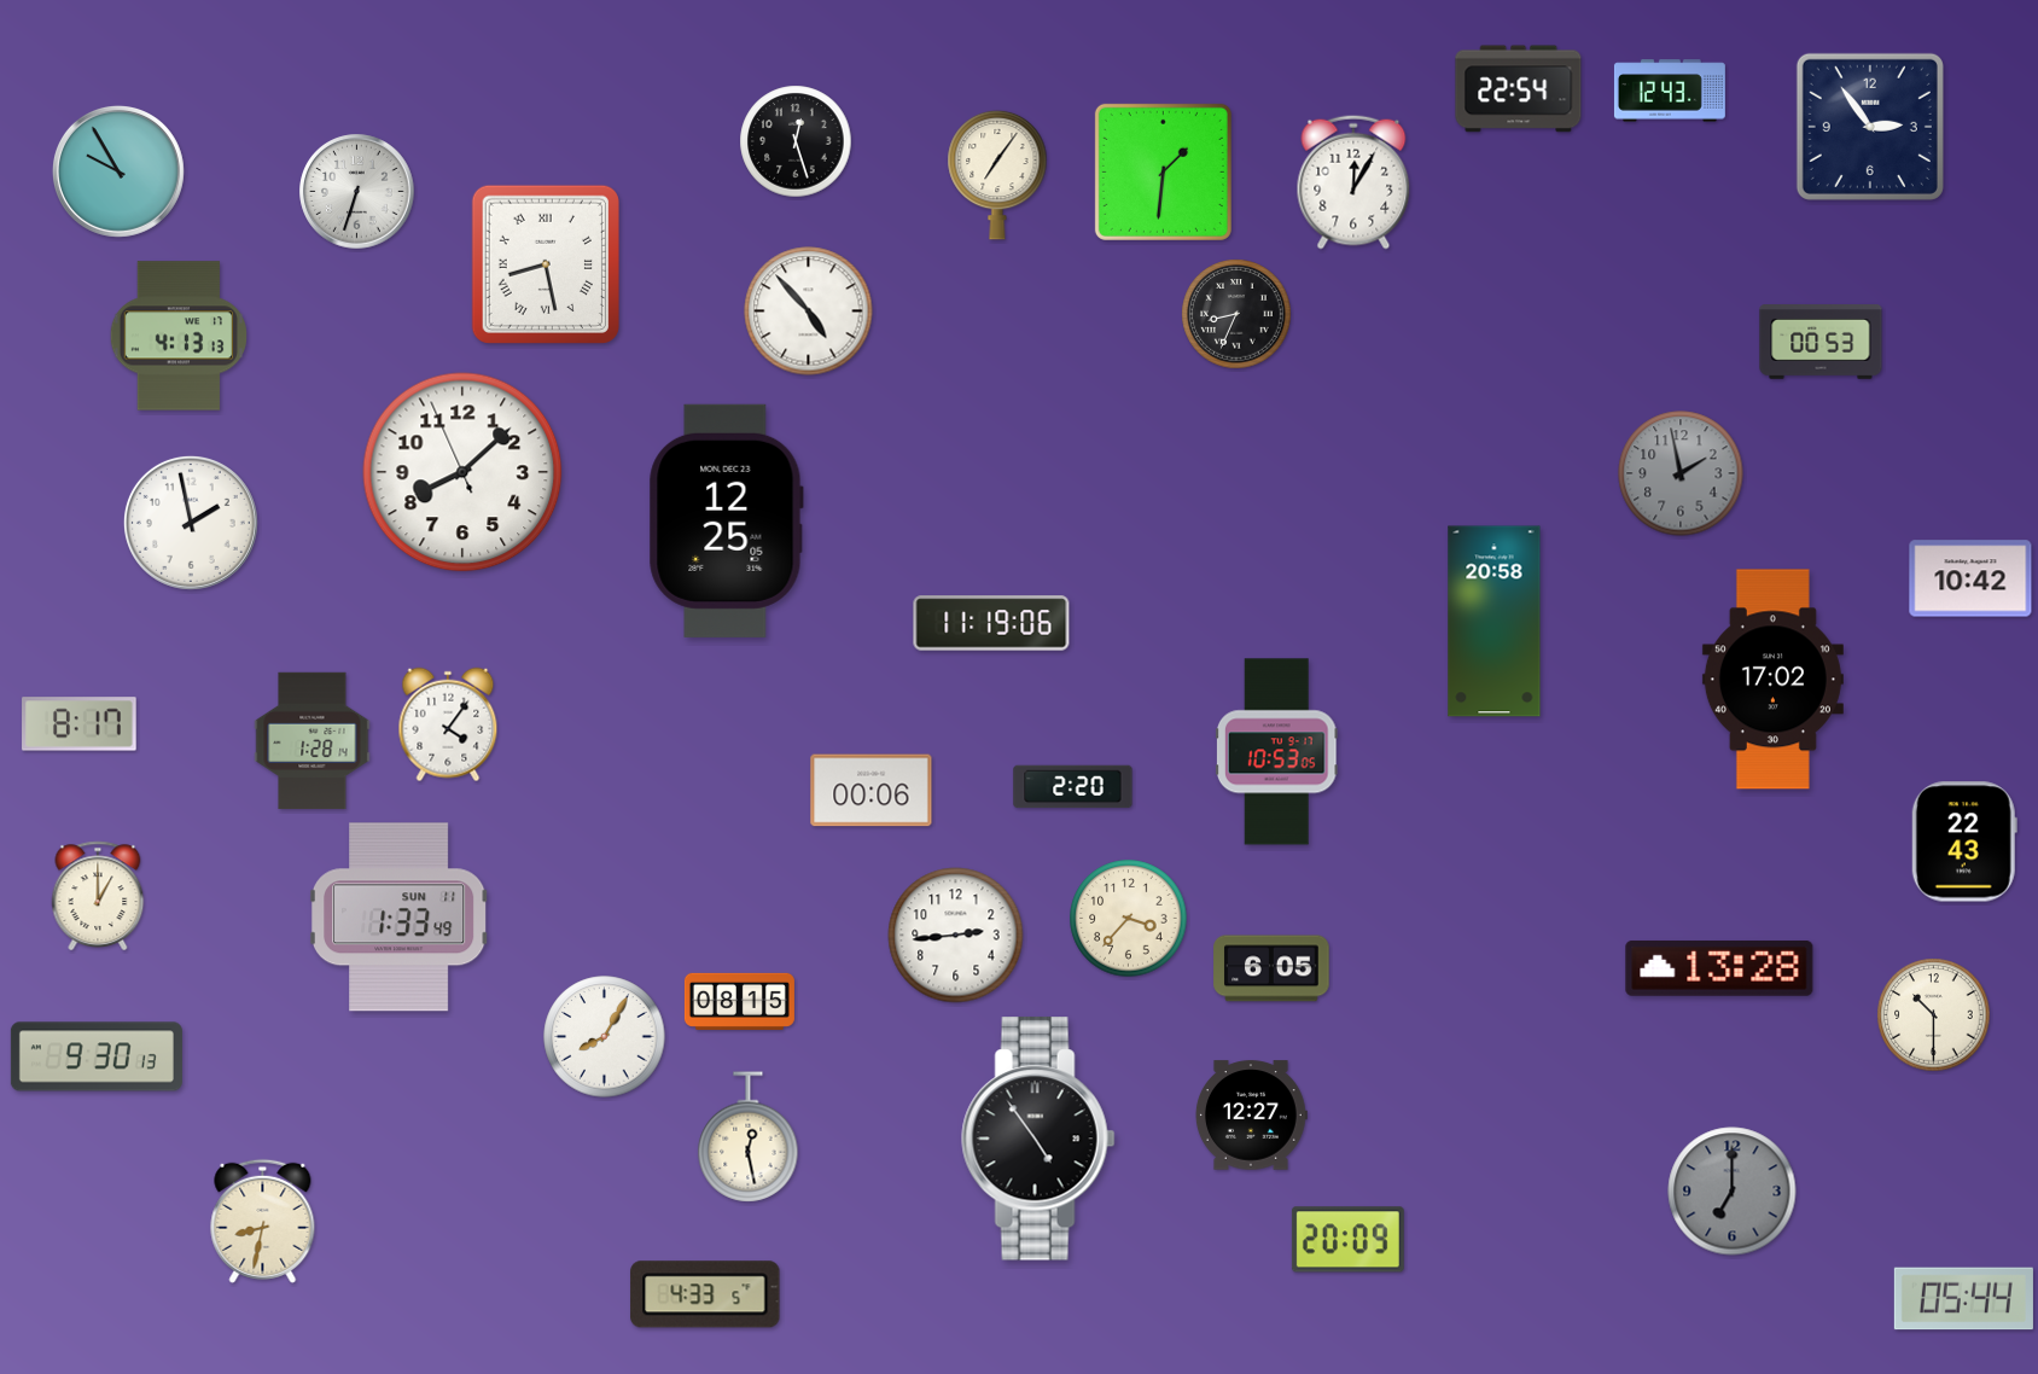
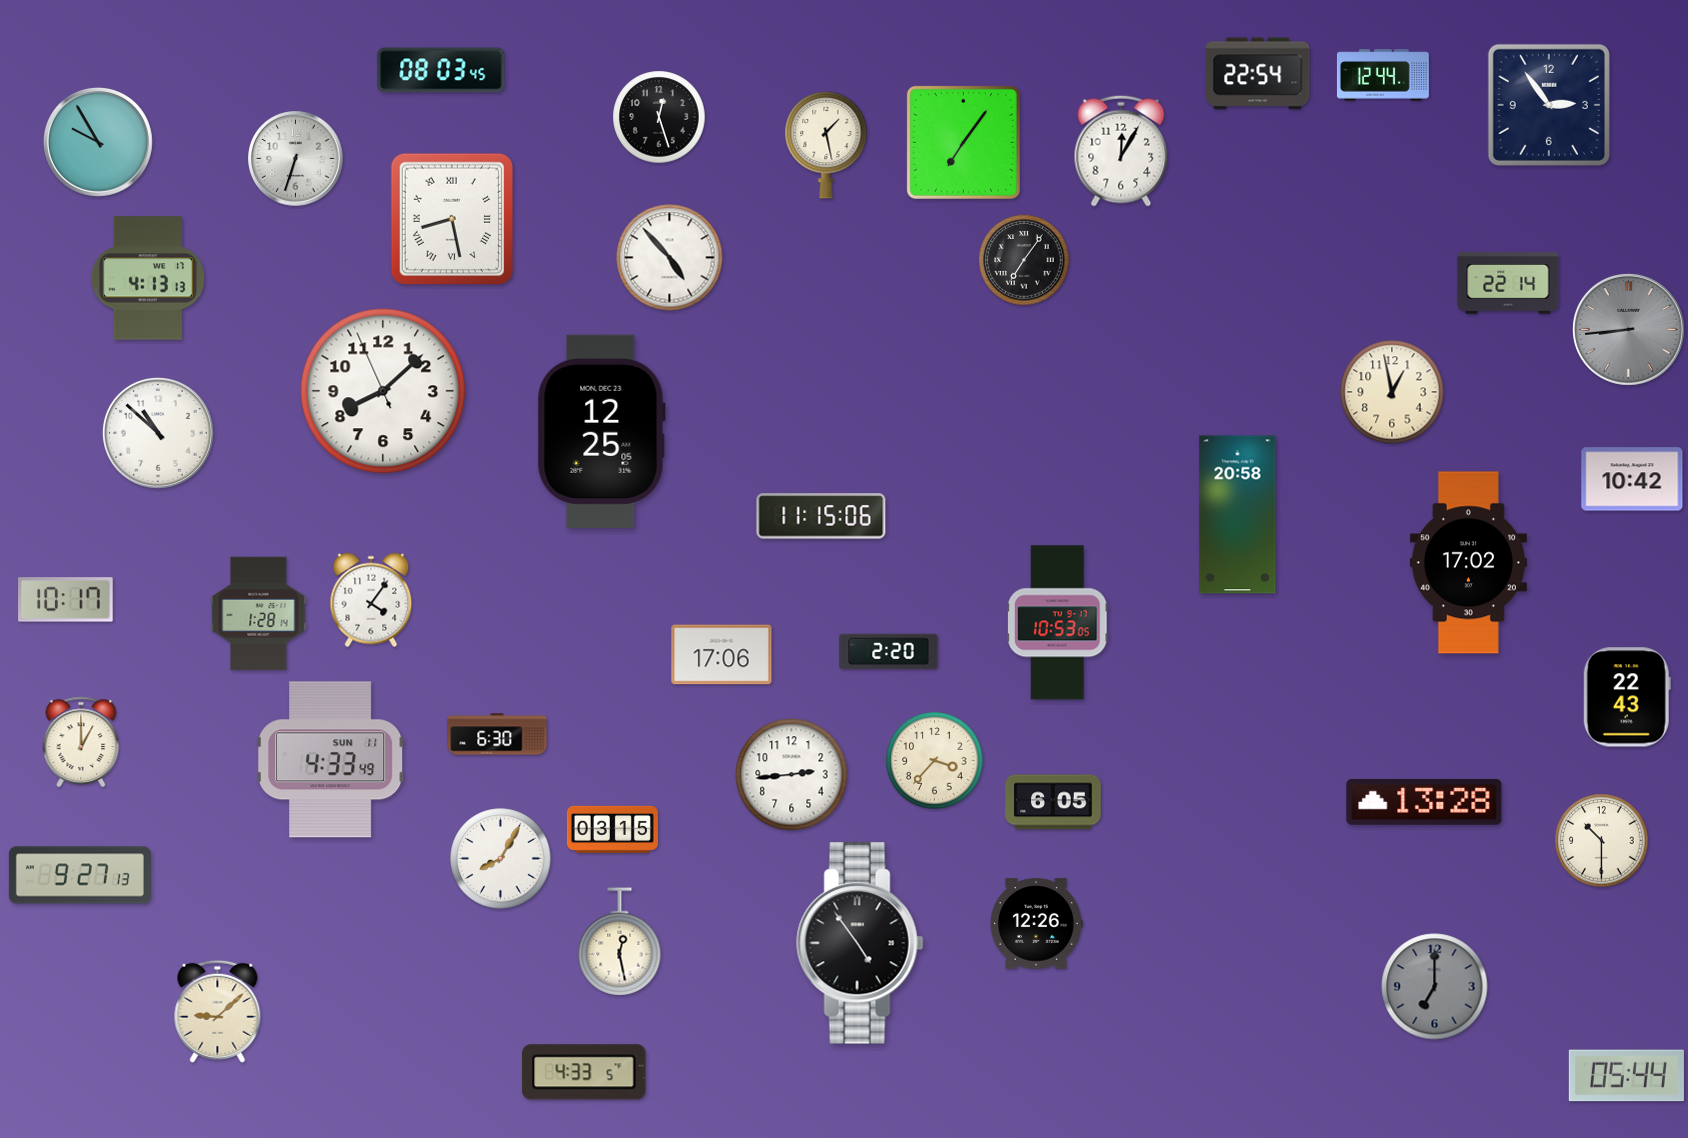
clock at (441, 70): none -> 08:03
clock at (1670, 91): 12:43 -> 12:44
clock at (1163, 171): 1:31 -> 7:06
clock at (997, 175): 7:06 -> 1:28
clock at (1236, 314): 8:34 -> 7:06
clock at (1821, 343): 00:53 -> 22:14
clock at (1628, 329): none -> 8:44
clock at (1681, 473): 1:58 -> 12:58
clock at (1681, 473) dial: grey -> cream
clock at (191, 523): 1:58 -> 10:52
clock at (991, 623): 11:19 -> 11:15
clock at (80, 724): 8:17 -> 10:17
clock at (872, 791): 00:06 -> 17:06
clock at (497, 734): none -> 6:30
clock at (400, 918): 1:33 -> 4:33
clock at (739, 1001): 08:15 -> 03:15
clock at (97, 1056): 9:30 -> 9:27
clock at (1252, 1116): 12:27 -> 12:26
clock at (263, 1221): 8:32 -> 9:08
clock at (1347, 1240): 20:09 -> none
